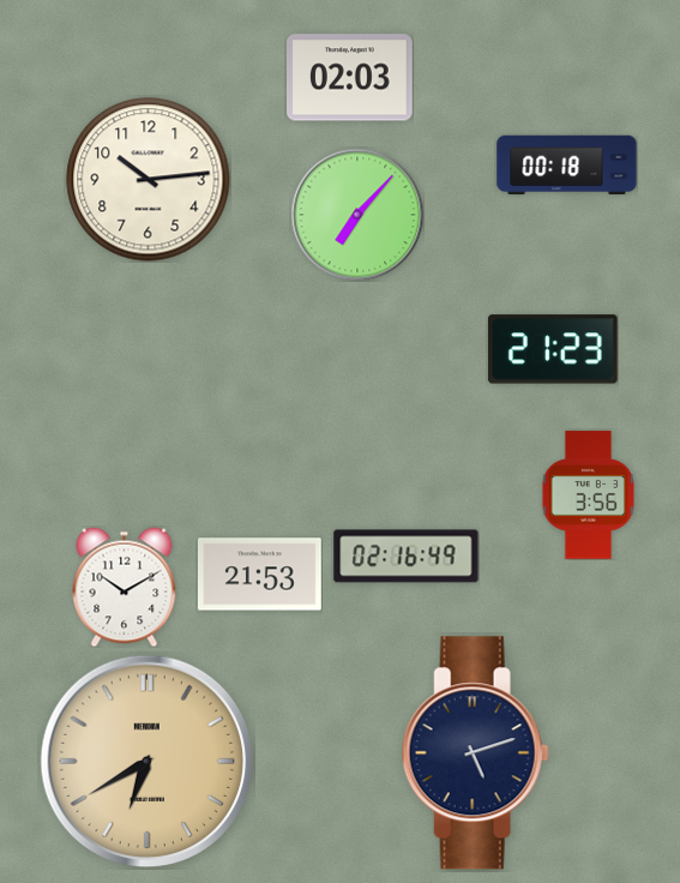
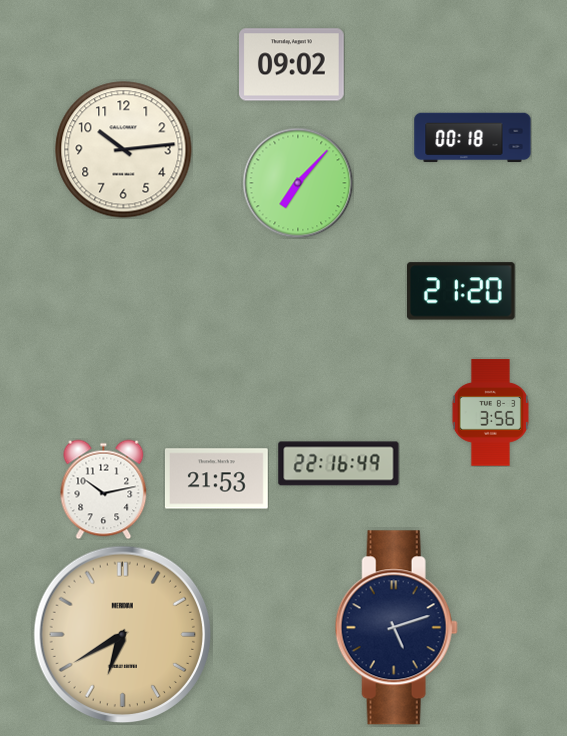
clock at (350, 78): 02:03 -> 09:02
clock at (357, 215) position: (357, 215) -> (298, 183)
clock at (554, 349): 21:23 -> 21:20
clock at (407, 557): 02:16 -> 22:16
clock at (125, 587): 10:10 -> 10:13
